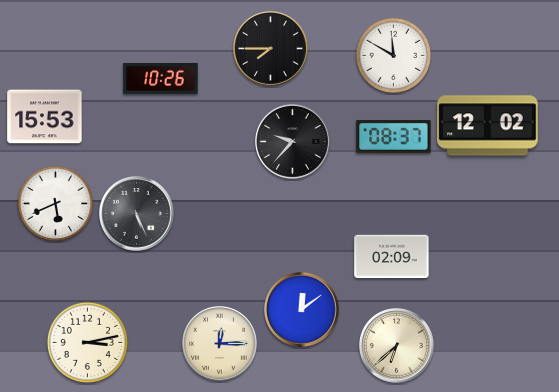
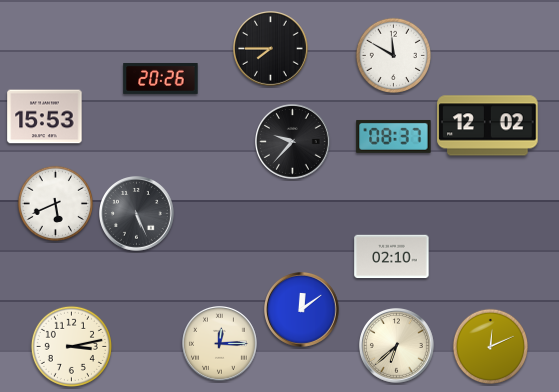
clock at (161, 78): 10:26 -> 20:26
clock at (392, 257): 02:09 -> 02:10
clock at (87, 342) position: (87, 342) -> (71, 346)
clock at (490, 346): none -> 12:11
